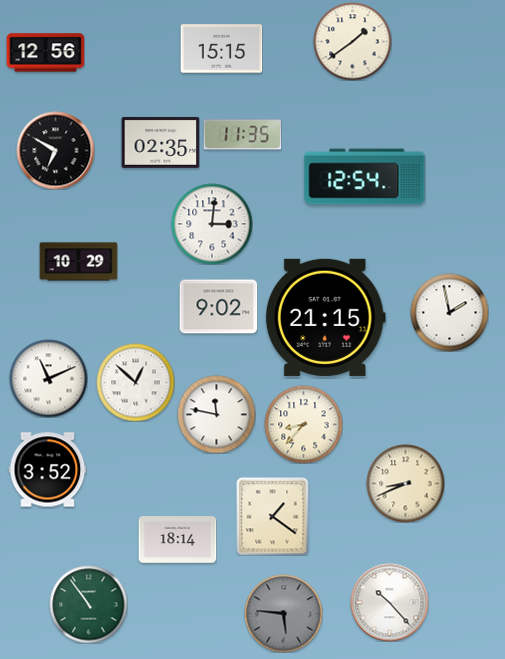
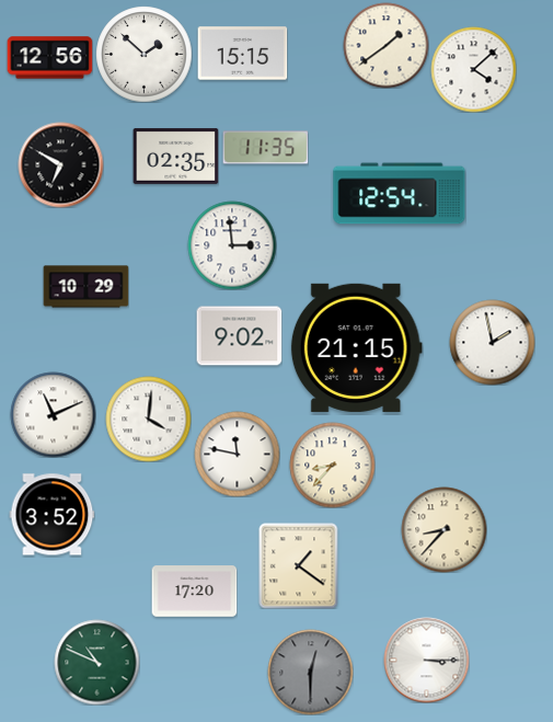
clock at (143, 54): none -> 1:52
clock at (473, 69): none -> 4:08
clock at (212, 224): 3:01 -> 2:59
clock at (135, 382): 12:52 -> 4:01
clock at (405, 483): 8:41 -> 8:37
clock at (177, 540): 18:14 -> 17:20
clock at (389, 602): 10:23 -> 3:15
clock at (88, 604): 10:54 -> 10:49
clock at (283, 613): 5:46 -> 12:30
